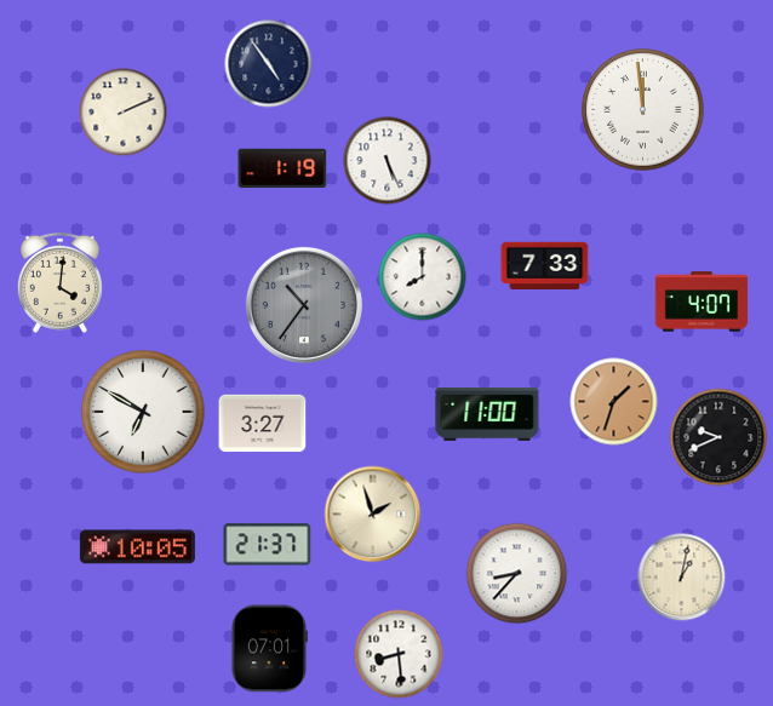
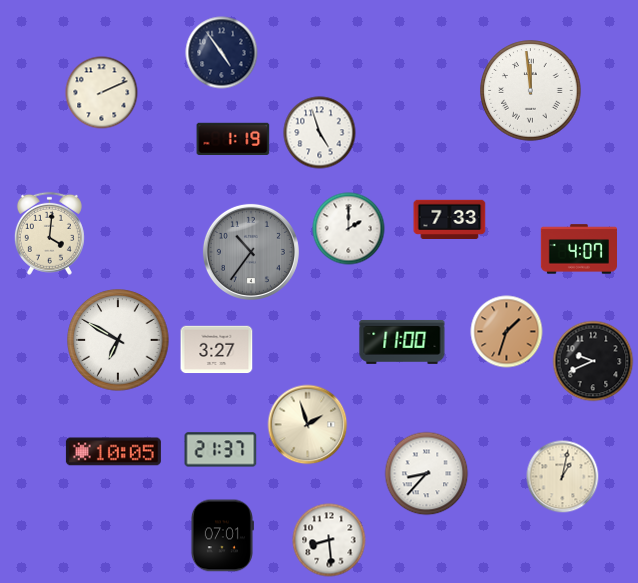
clock at (388, 161): 5:26 -> 4:57
clock at (423, 277): 8:00 -> 2:00
